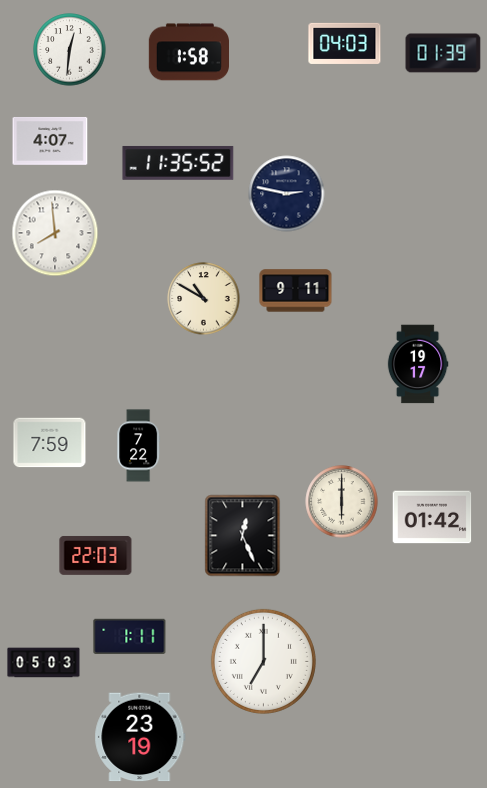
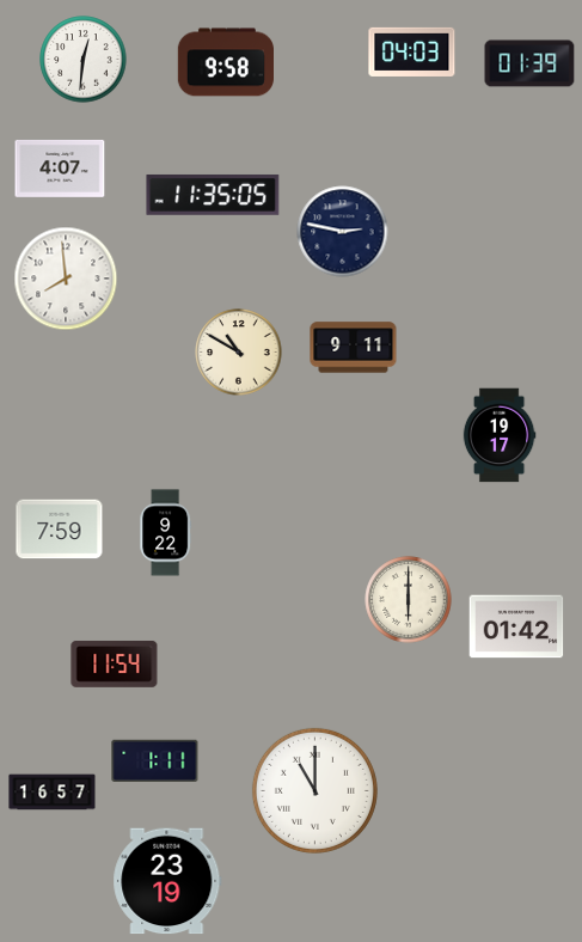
clock at (188, 52): 1:58 -> 9:58
clock at (178, 163): 11:35:52 -> 11:35:05
clock at (204, 299) position: (204, 299) -> (239, 353)
clock at (139, 446): 7:22 -> 9:22
clock at (432, 517) position: (432, 517) -> (516, 626)
clock at (243, 536): 12:26 -> none
clock at (96, 555): 22:03 -> 11:54
clock at (263, 661): 7:00 -> 11:00
clock at (44, 663): 05:03 -> 16:57
